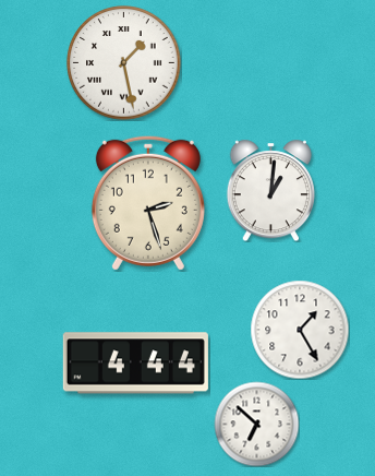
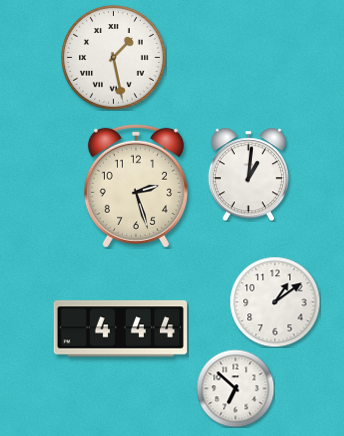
clock at (300, 330): 1:25 -> 1:09
clock at (135, 364) position: (135, 364) -> (120, 329)
